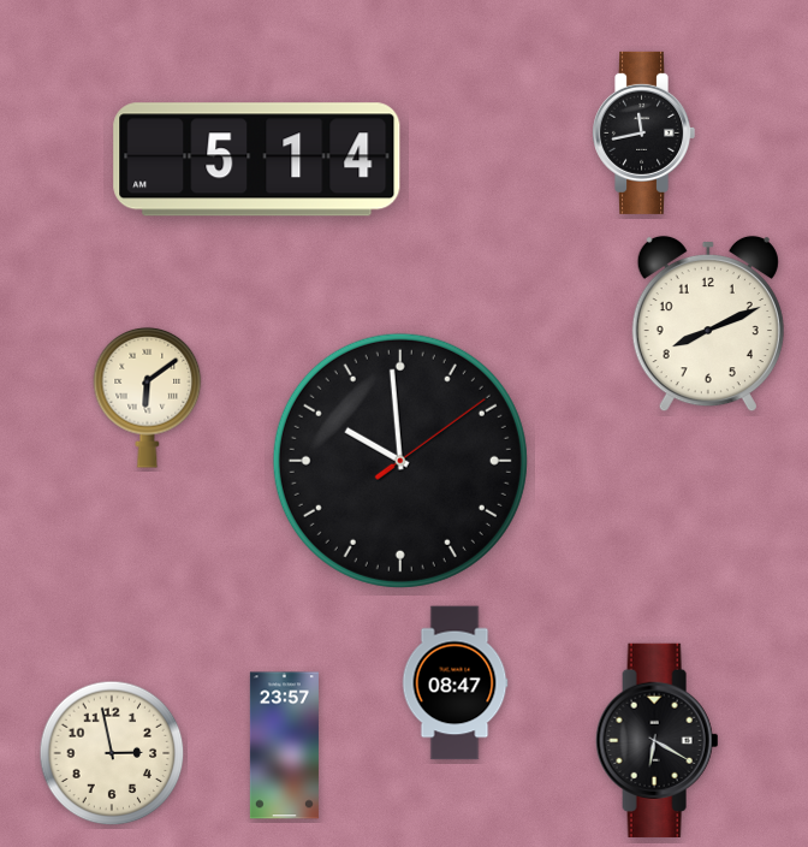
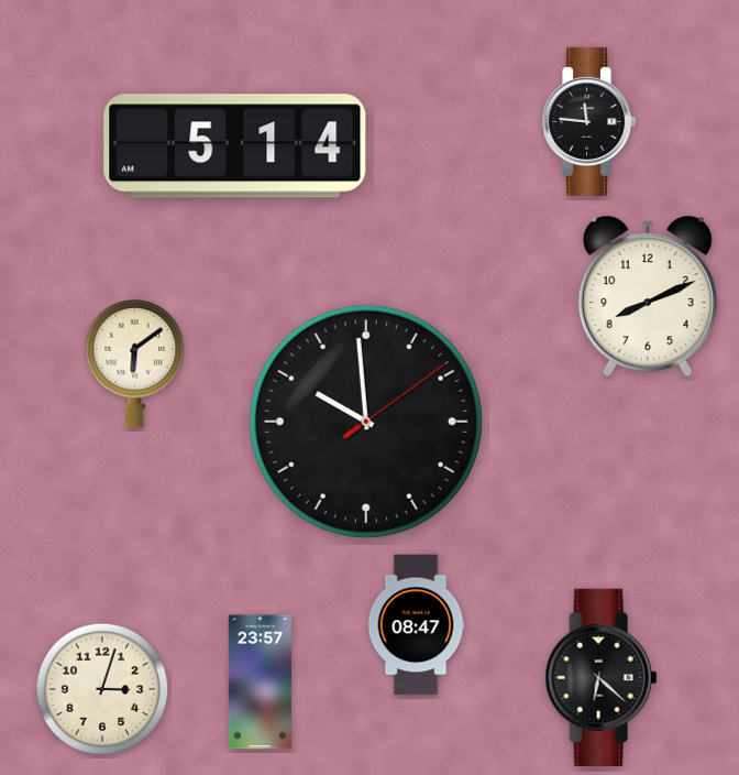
clock at (644, 132): 11:43 -> 11:46
clock at (658, 740): 6:20 -> 6:22
clock at (112, 753): 2:58 -> 3:03
